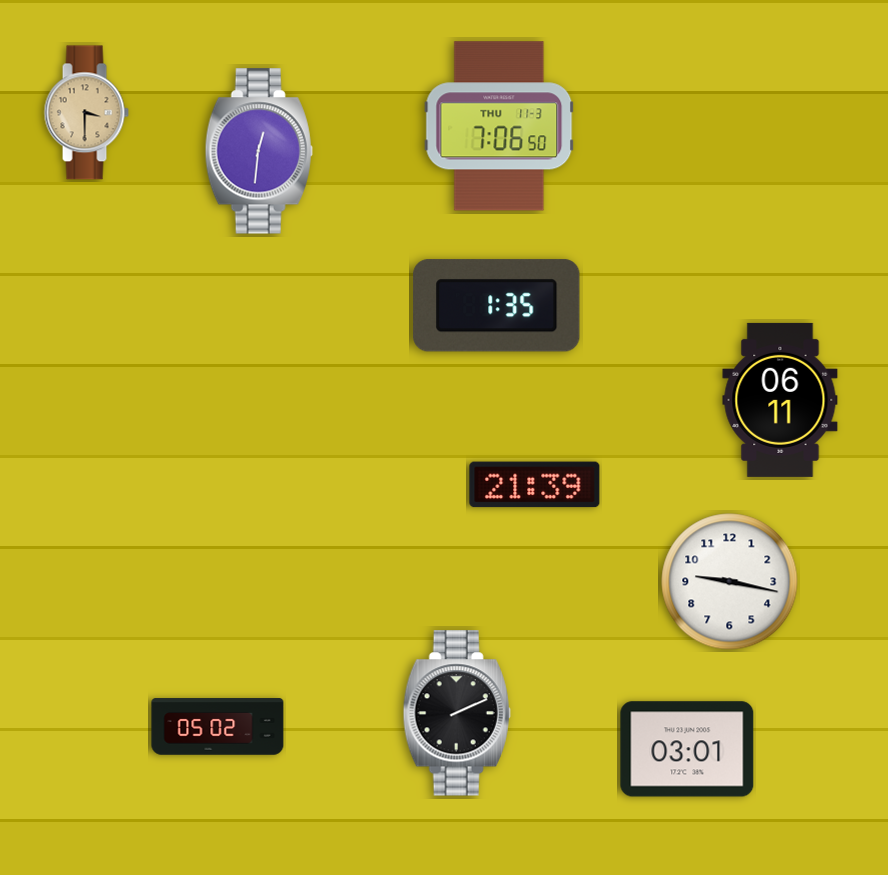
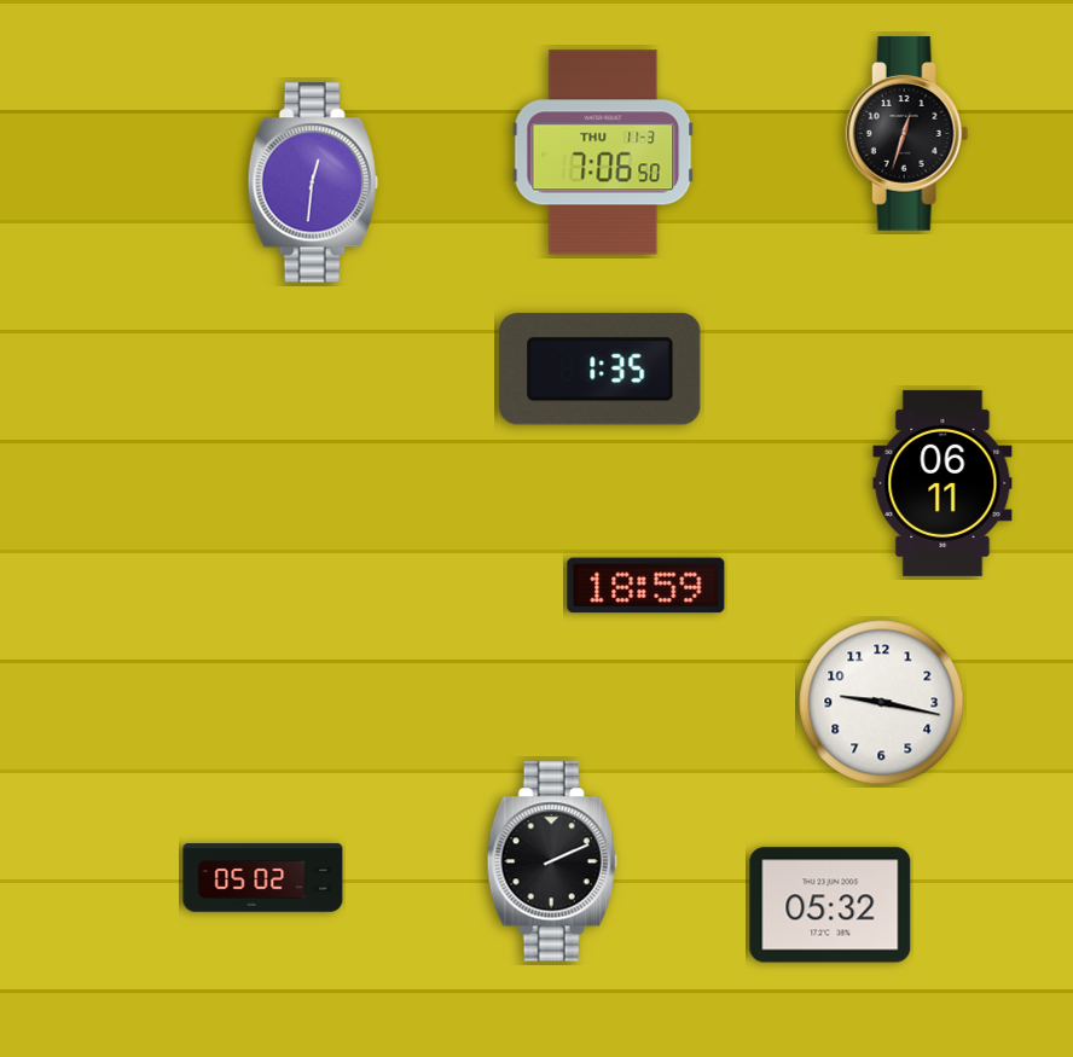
clock at (907, 134): none -> 12:33
clock at (86, 113): 3:30 -> none
clock at (535, 485): 21:39 -> 18:59
clock at (687, 749): 03:01 -> 05:32
